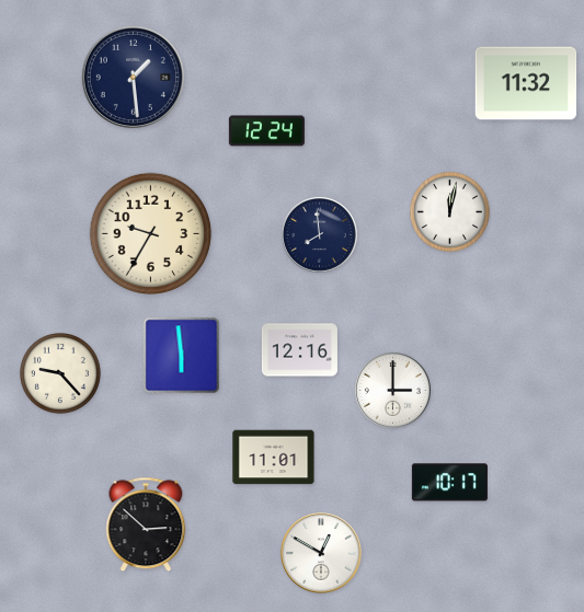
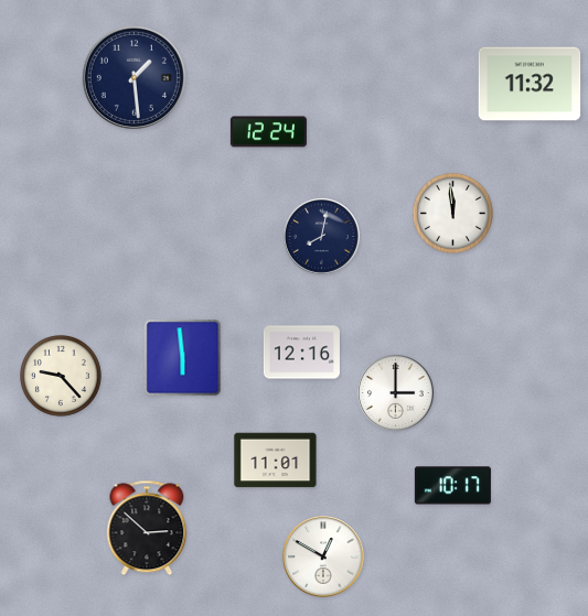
clock at (449, 211): 12:02 -> 11:59
clock at (151, 234): 9:35 -> none
clock at (320, 235): 7:59 -> 8:02
